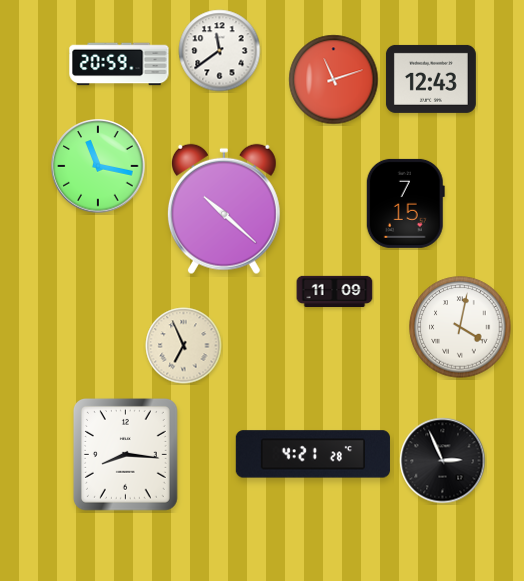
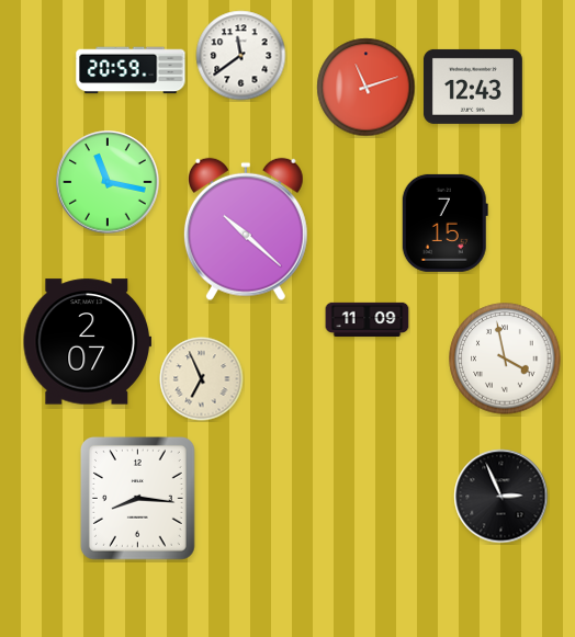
clock at (87, 342): none -> 2:07
clock at (460, 327): 4:02 -> 3:58
clock at (313, 454): 4:21 -> none
clock at (443, 461) position: (443, 461) -> (501, 497)
